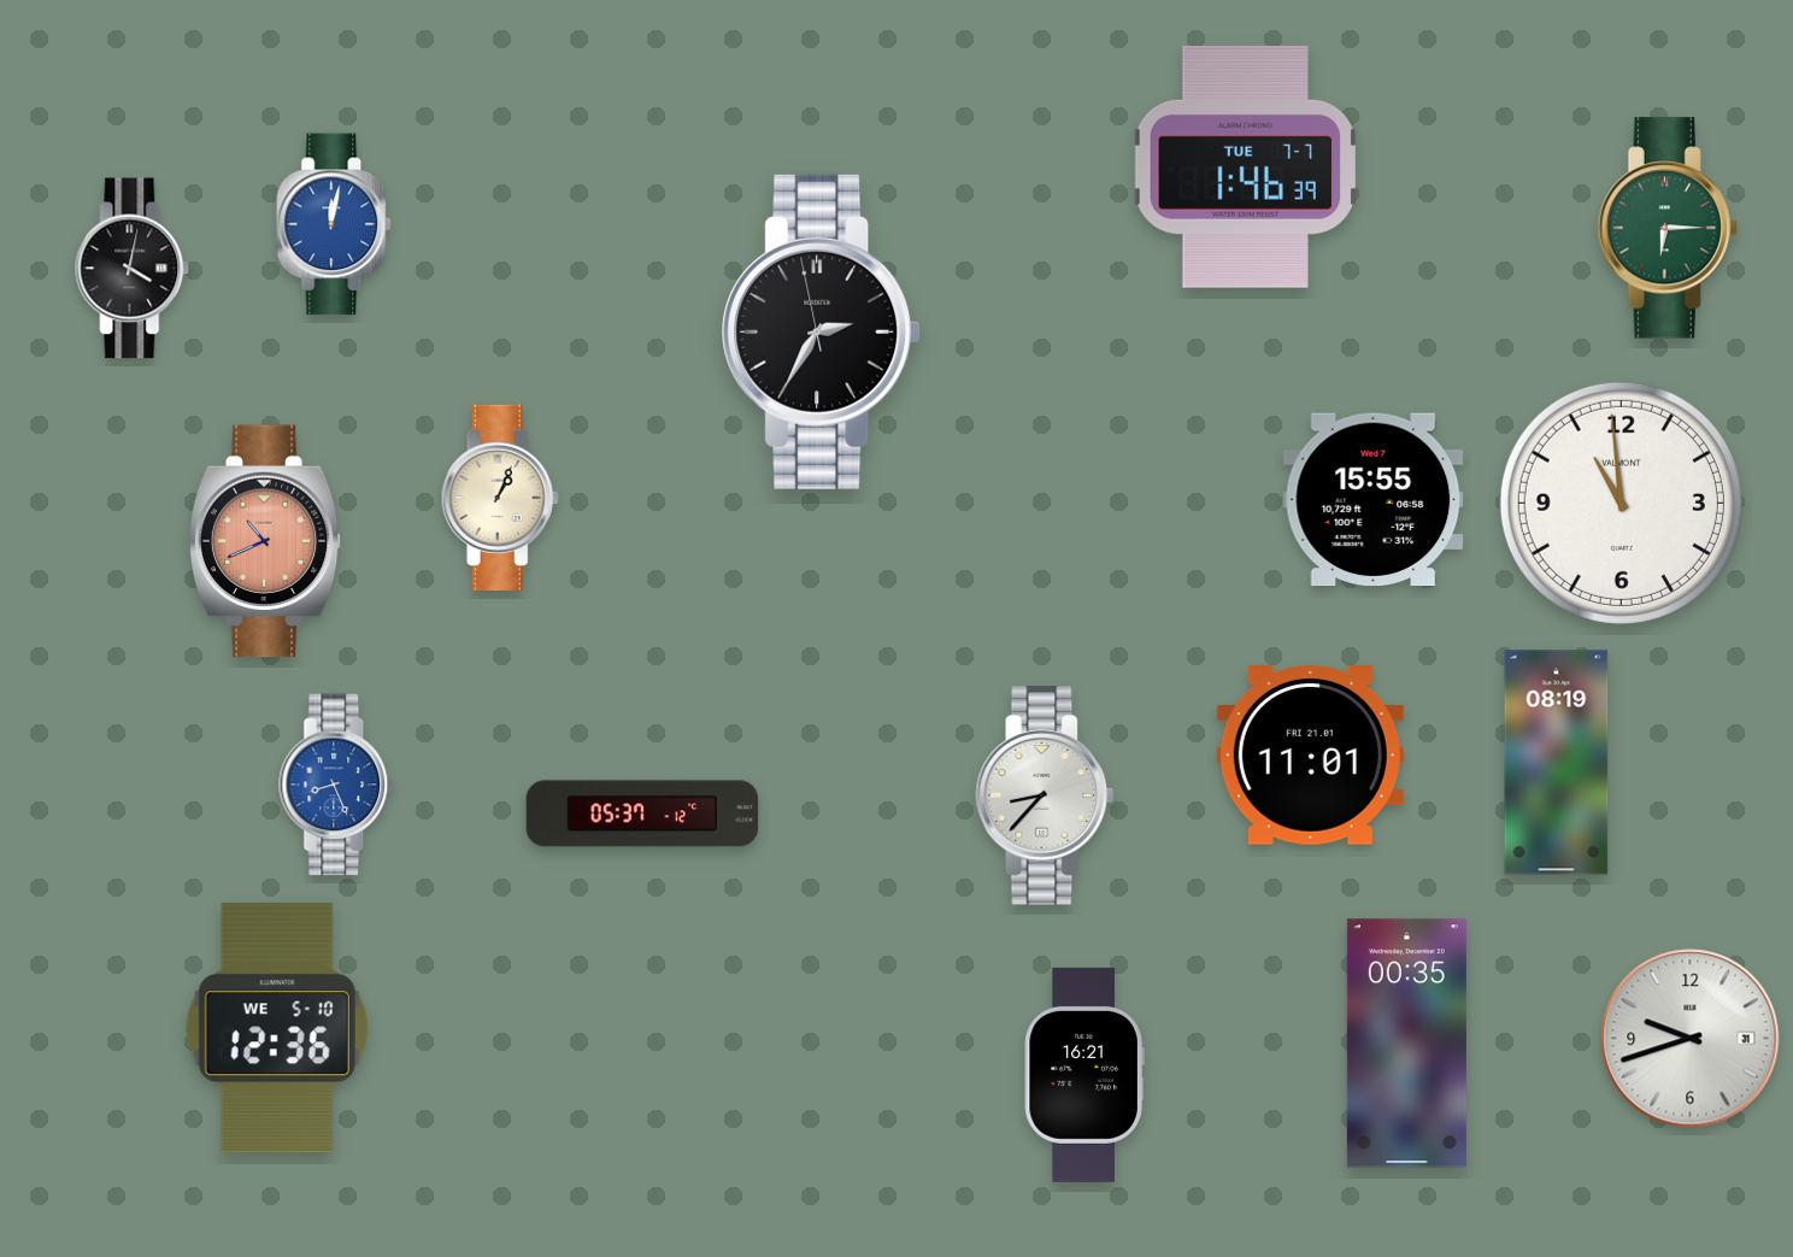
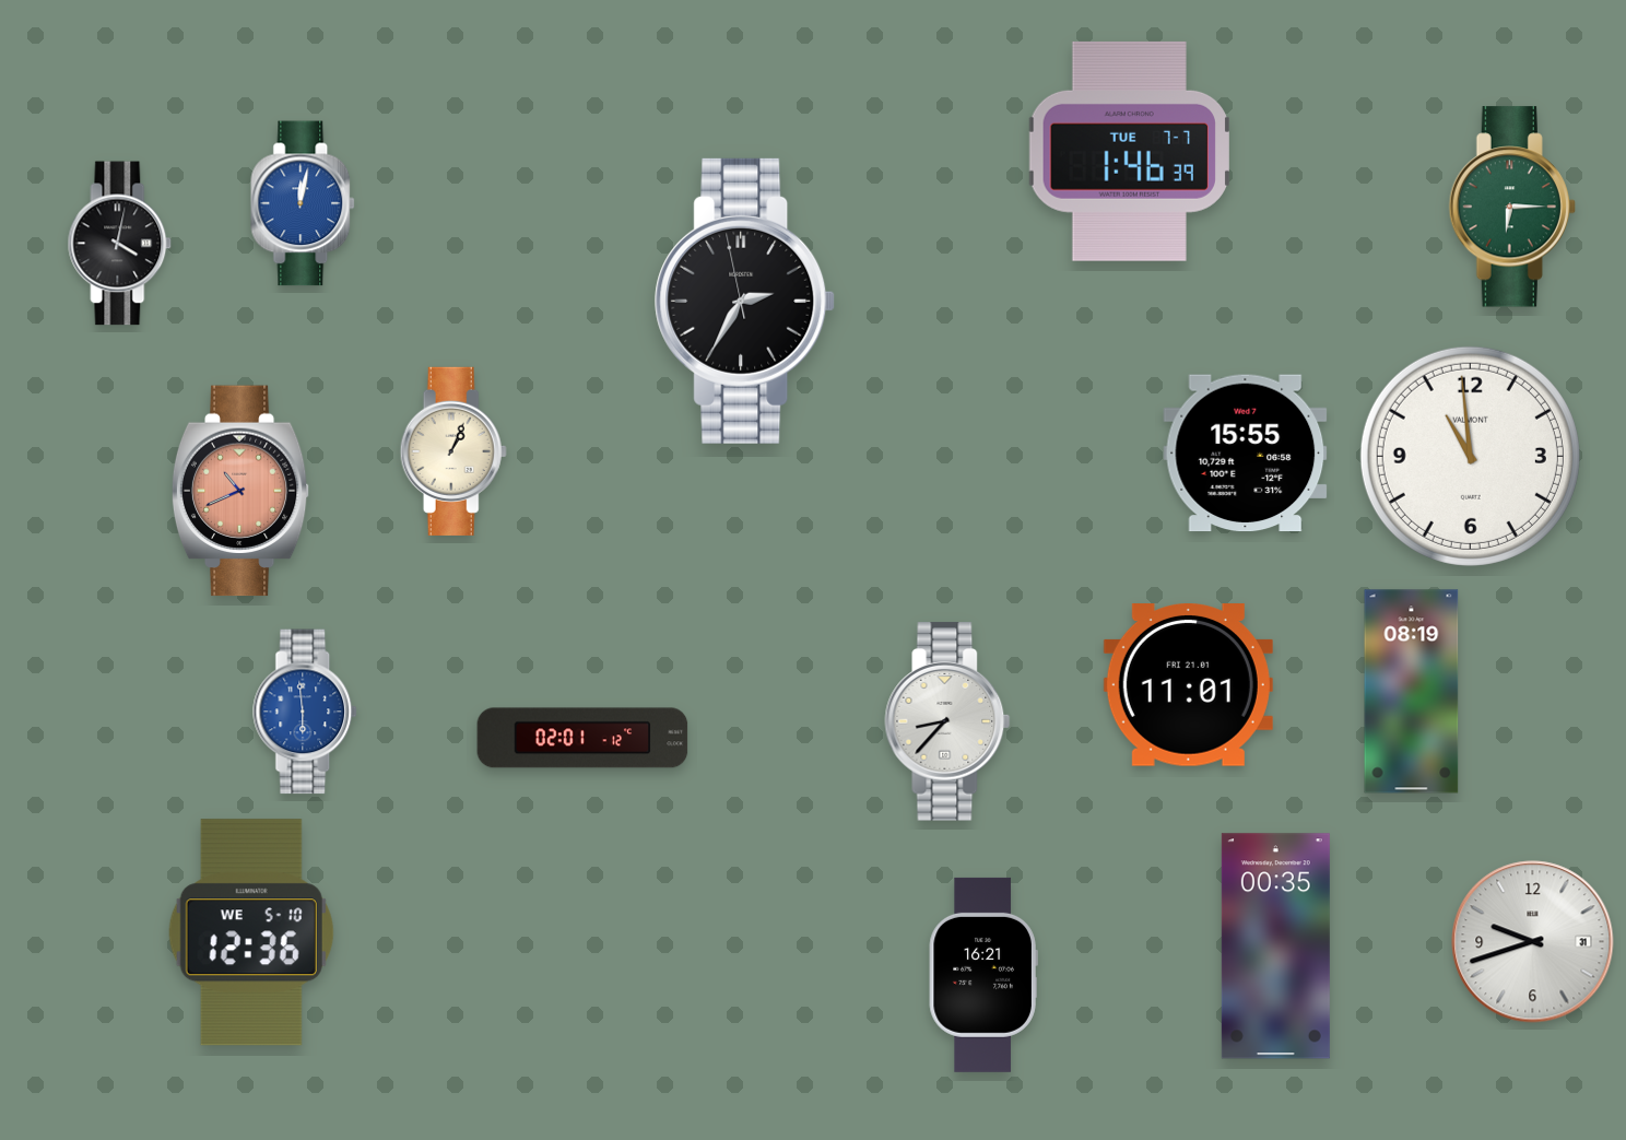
clock at (337, 785): 8:26 -> 5:59
clock at (642, 813): 05:37 -> 02:01
